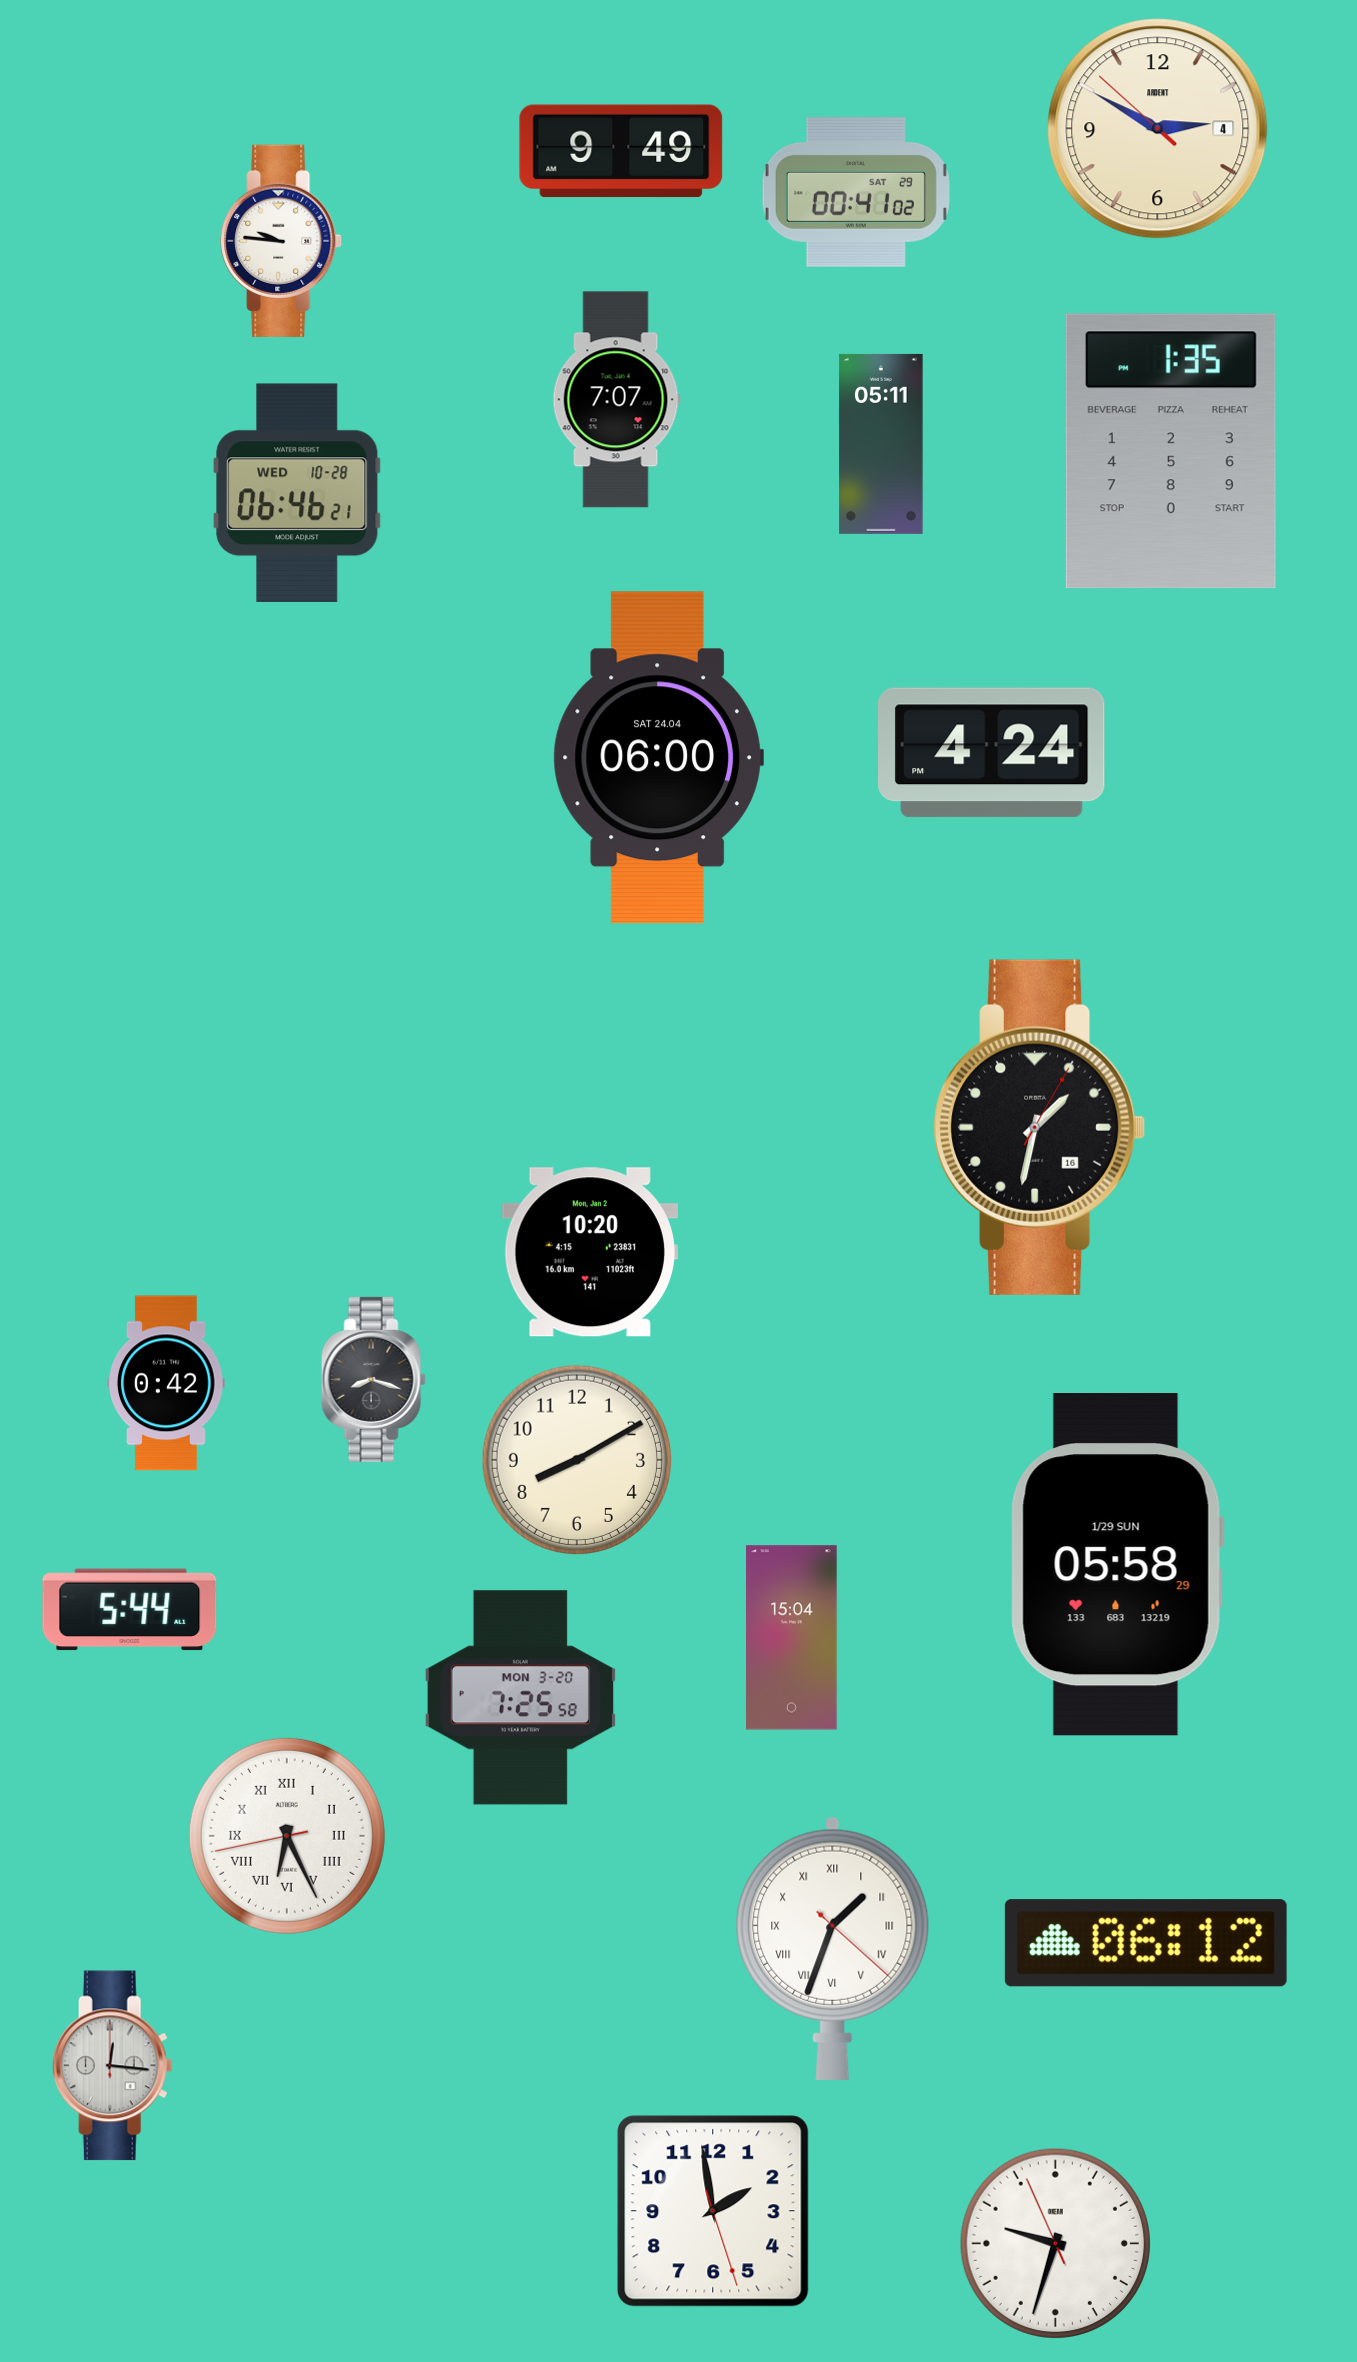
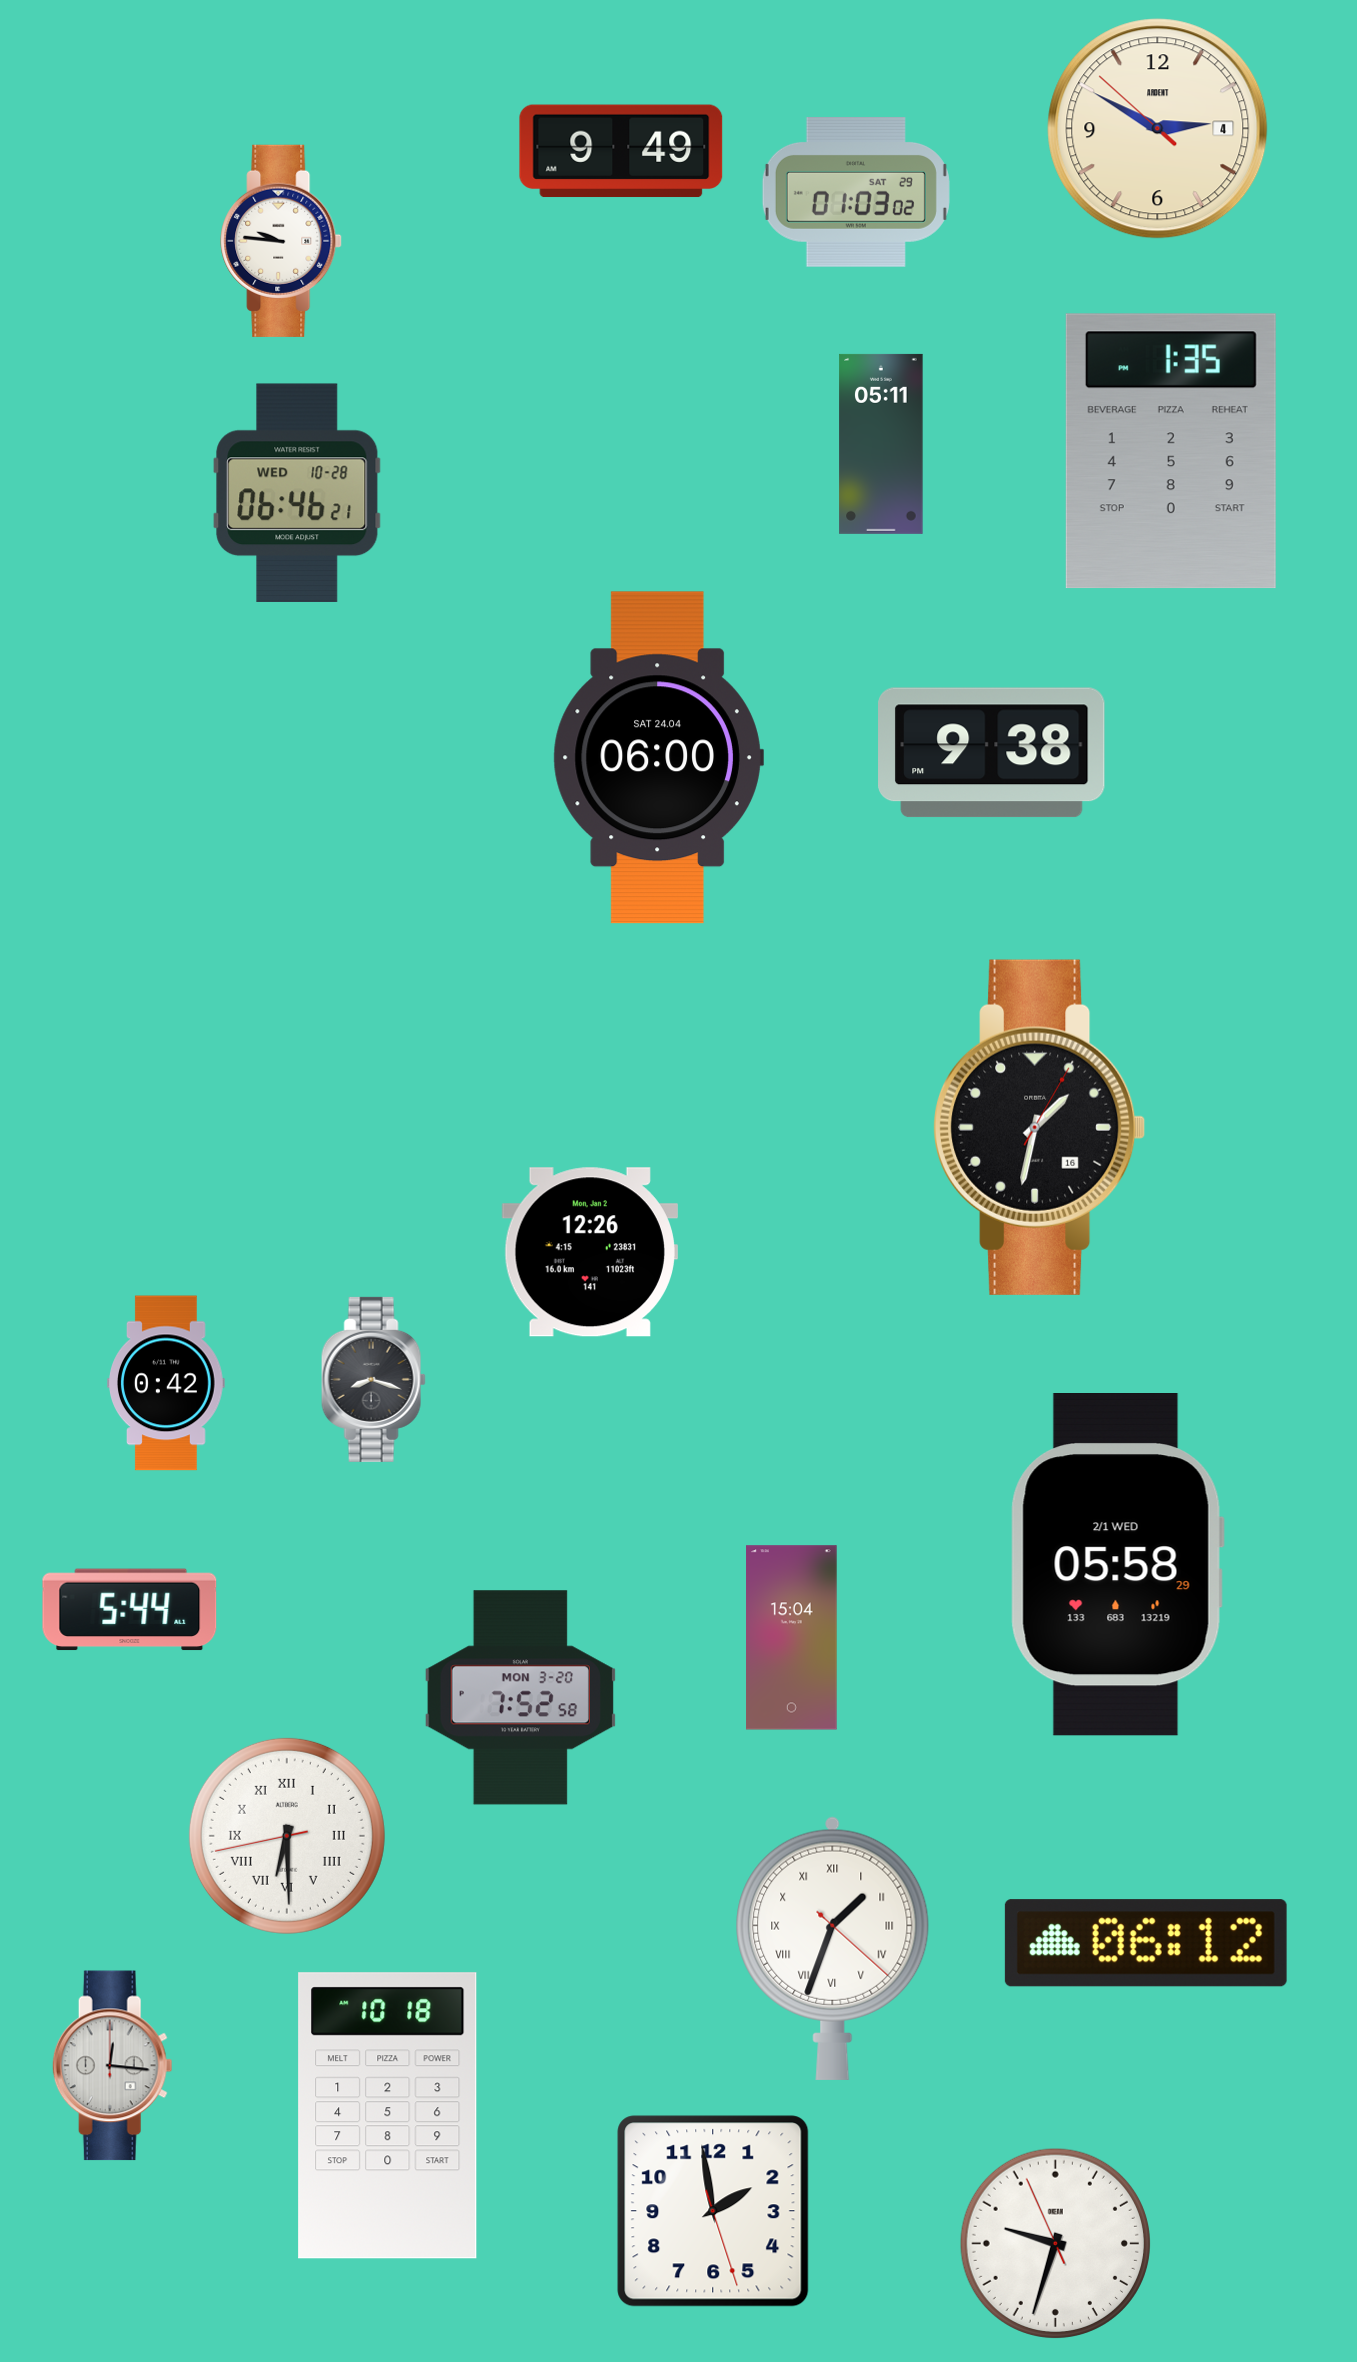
clock at (856, 193): 00:41 -> 01:03
clock at (616, 400): 7:07 -> none
clock at (992, 753): 4:24 -> 9:38
clock at (590, 1252): 10:20 -> 12:26
clock at (577, 1460): 8:10 -> none
clock at (1117, 1565) date: 1/29 SUN -> 2/1 WED
clock at (520, 1698): 7:25 -> 7:52
clock at (287, 1836): 6:25 -> 6:29
clock at (388, 2116): none -> 10:18
